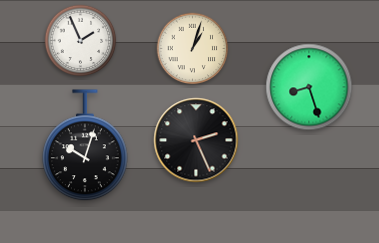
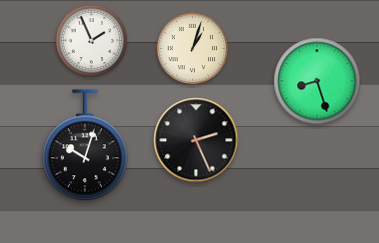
clock at (81, 41) position: (81, 41) -> (92, 41)
clock at (309, 87) position: (309, 87) -> (317, 81)
